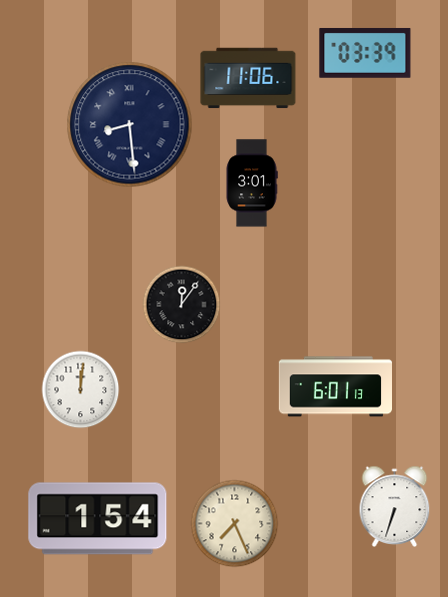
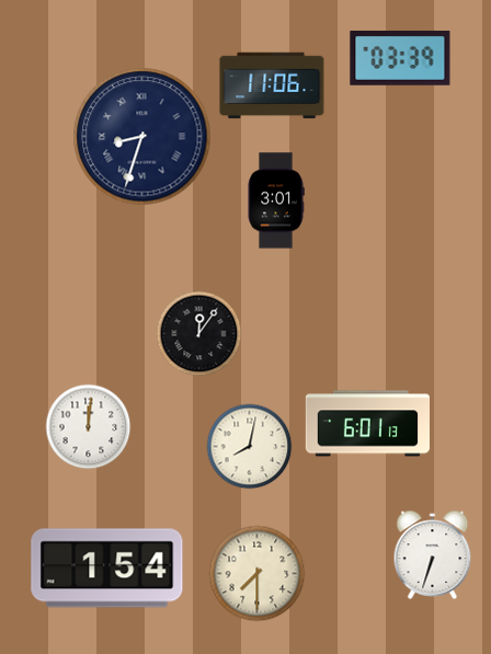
clock at (130, 125): 8:29 -> 8:33
clock at (249, 446): none -> 8:02
clock at (234, 523): 7:26 -> 7:30
